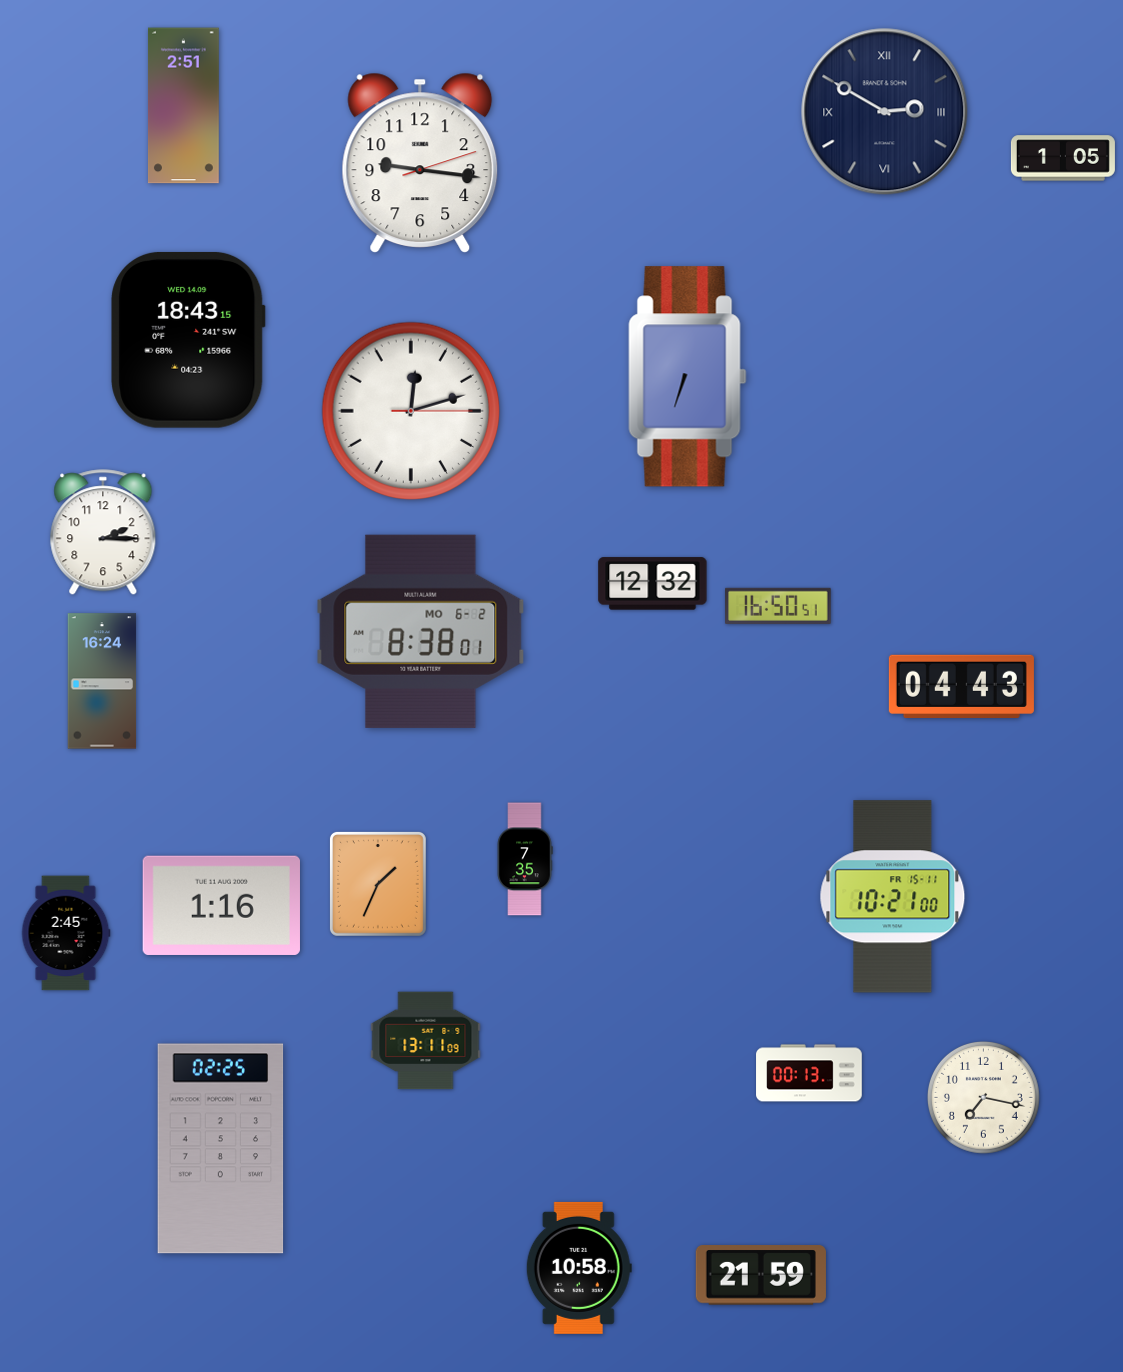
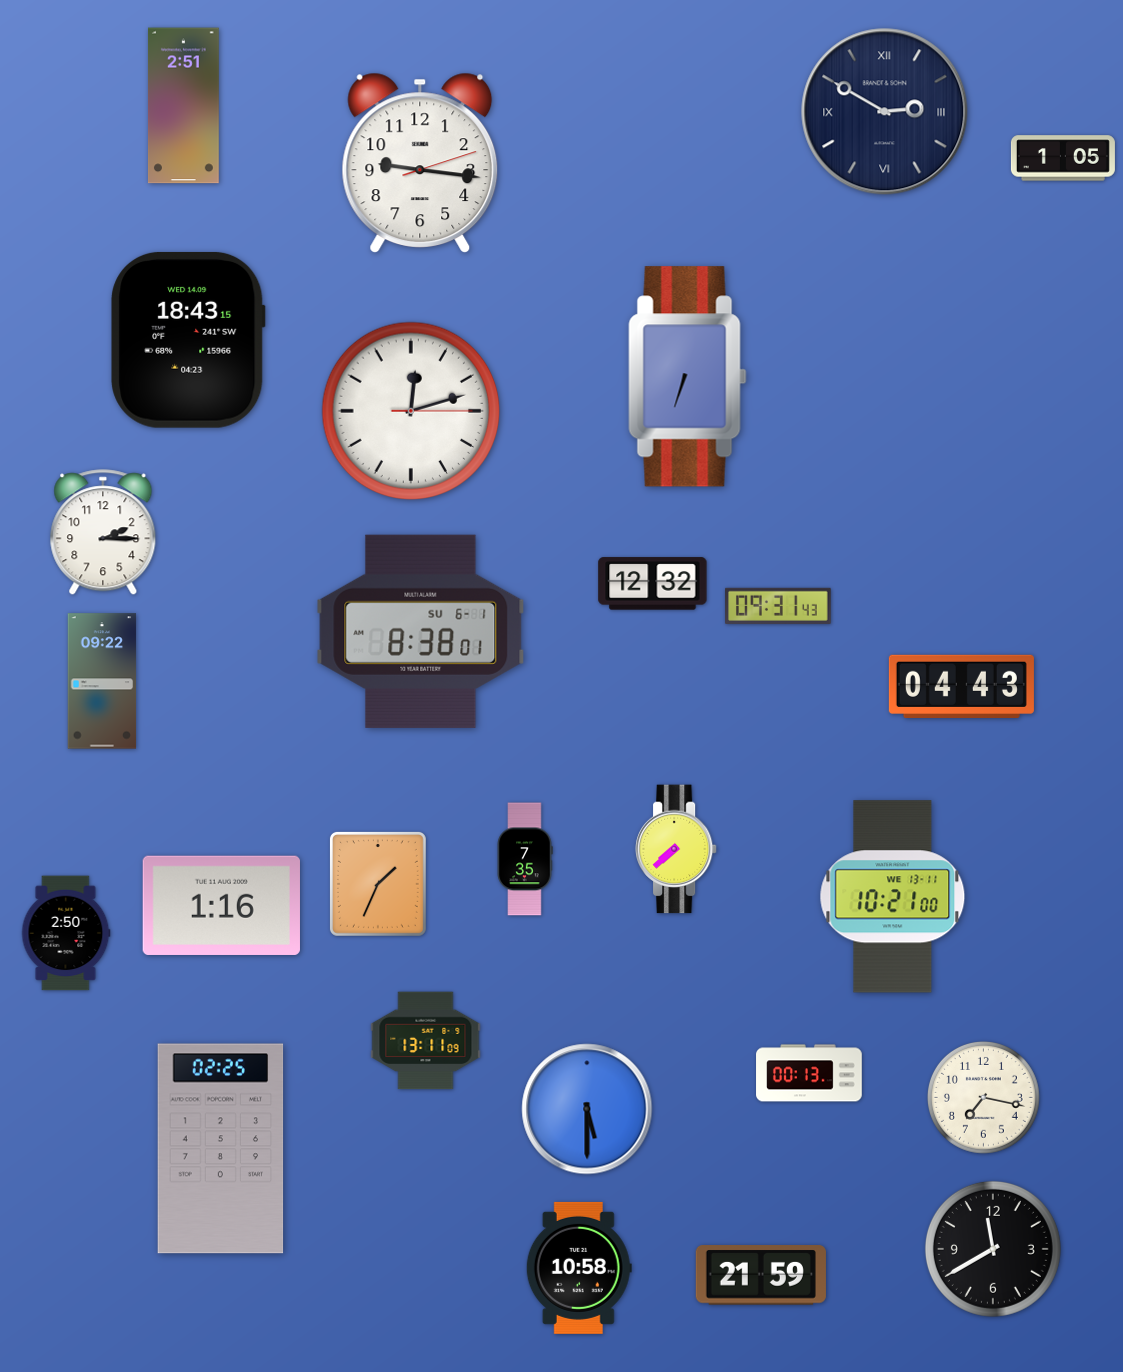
clock at (779, 606): 16:50 -> 09:31
clock at (421, 631) date: MO 6-2 -> SU 6-1
clock at (102, 681): 16:24 -> 09:22
clock at (676, 849): none -> 7:38
clock at (893, 897) date: FR 15-11 -> WE 13-11
clock at (66, 933): 2:45 -> 2:50
clock at (587, 1109): none -> 5:30
clock at (993, 1249): none -> 11:40
